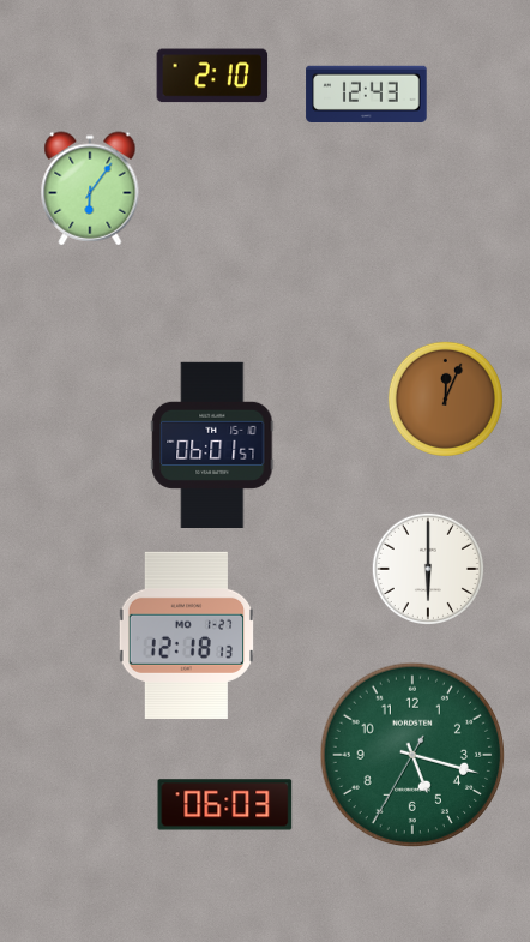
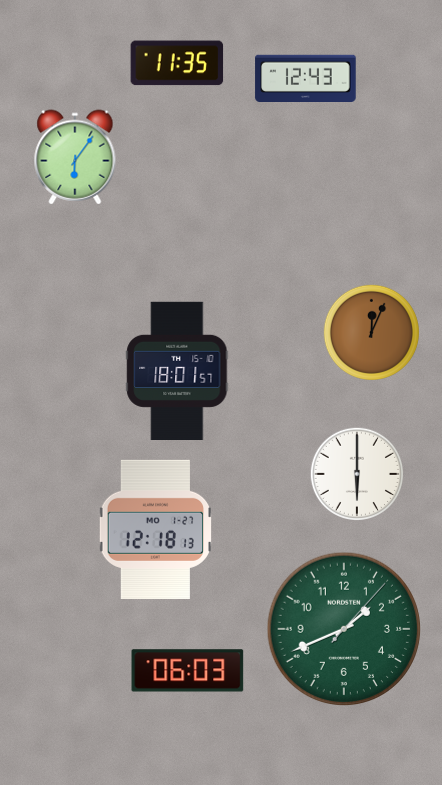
clock at (212, 76): 2:10 -> 11:35
clock at (212, 444): 06:01 -> 18:01
clock at (411, 754): 5:17 -> 1:41
